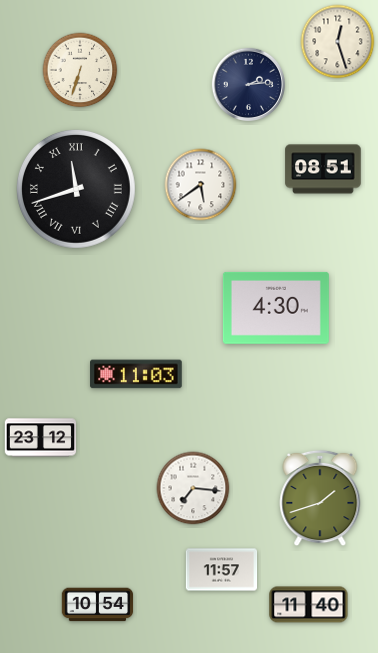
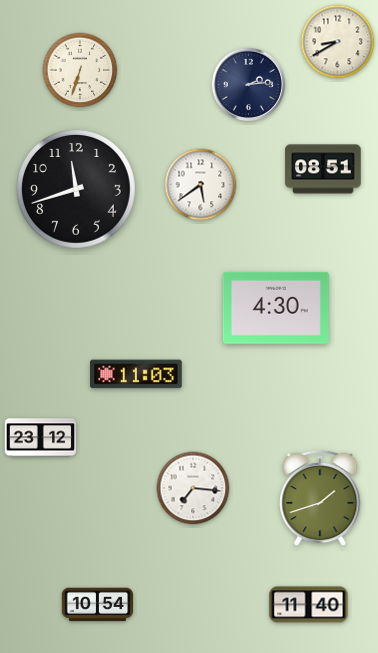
clock at (338, 42): 12:27 -> 8:40
clock at (77, 190) numerals: Roman -> Arabic
clock at (222, 570): 11:57 -> none
